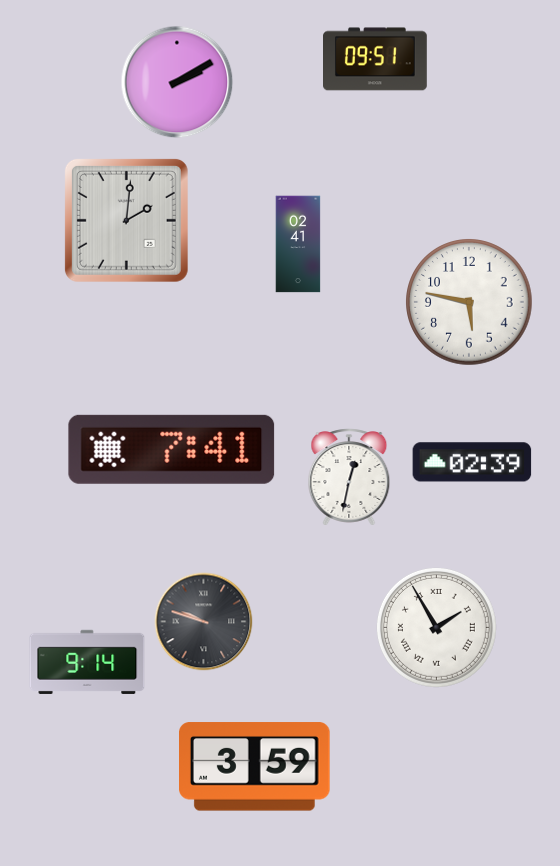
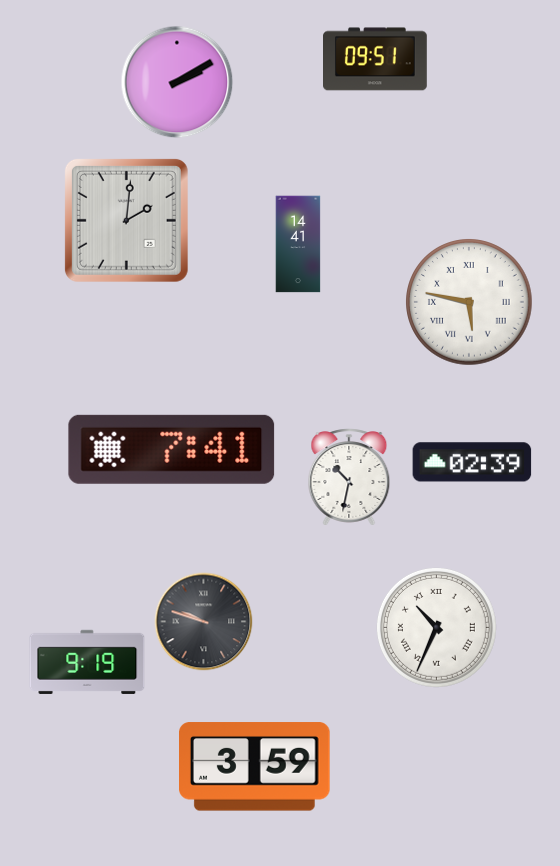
clock at (298, 244): 02:41 -> 14:41
clock at (469, 302) numerals: Arabic -> Roman
clock at (349, 477): 12:32 -> 10:32
clock at (436, 627): 1:55 -> 10:34
clock at (87, 662): 9:14 -> 9:19
